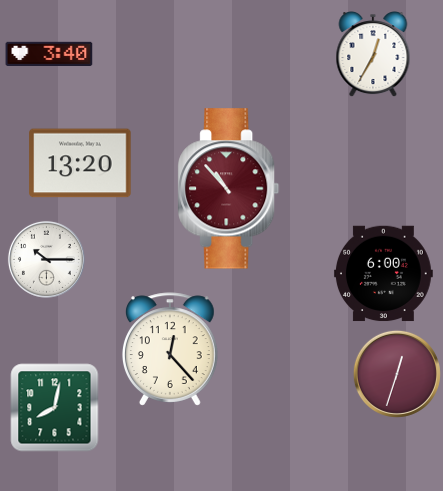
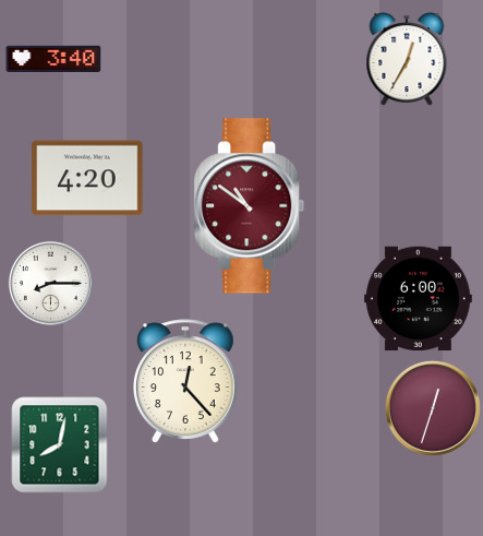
clock at (80, 163): 13:20 -> 4:20
clock at (229, 189): 10:53 -> 10:51
clock at (46, 259): 10:15 -> 8:15
